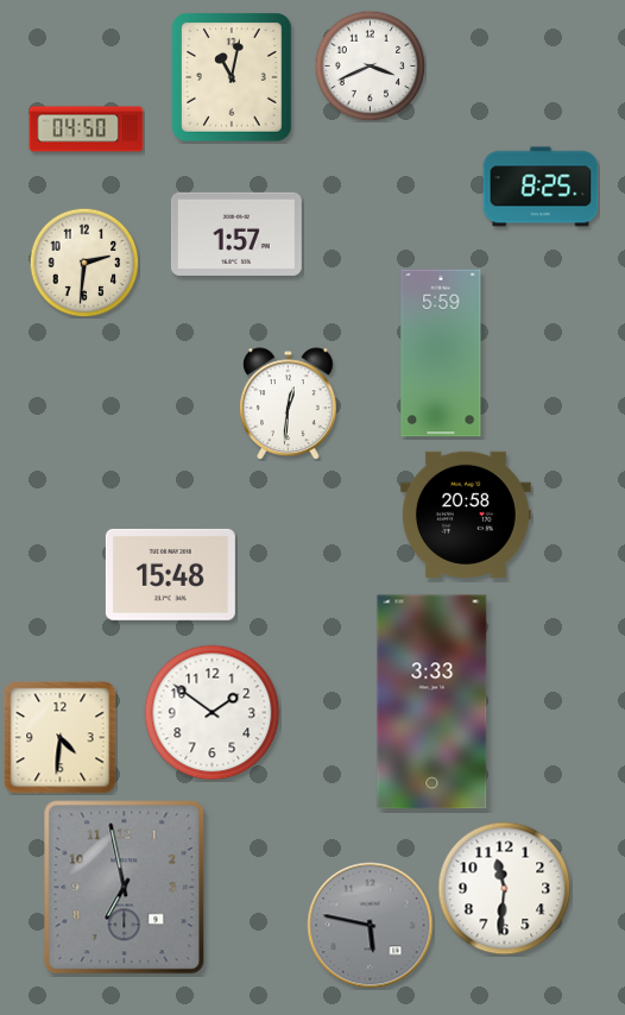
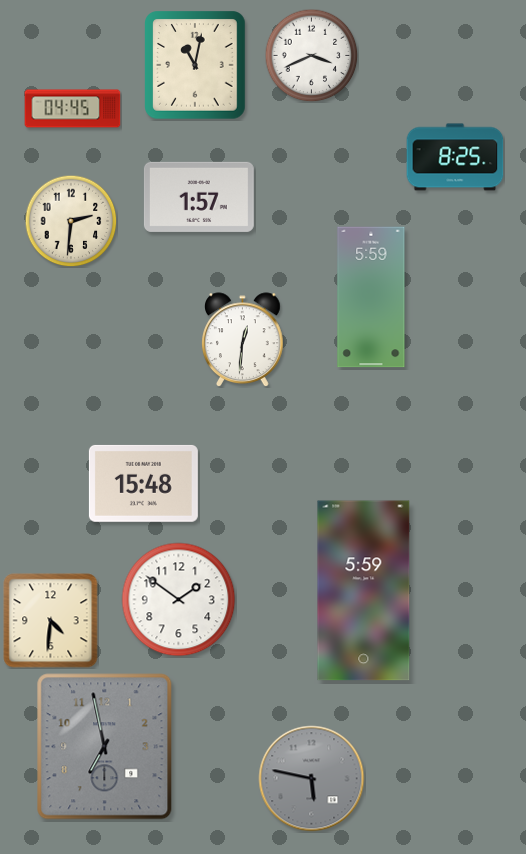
clock at (87, 130): 04:50 -> 04:45
clock at (466, 515): 20:58 -> none
clock at (433, 702): 3:33 -> 5:59
clock at (505, 889): 11:31 -> none
